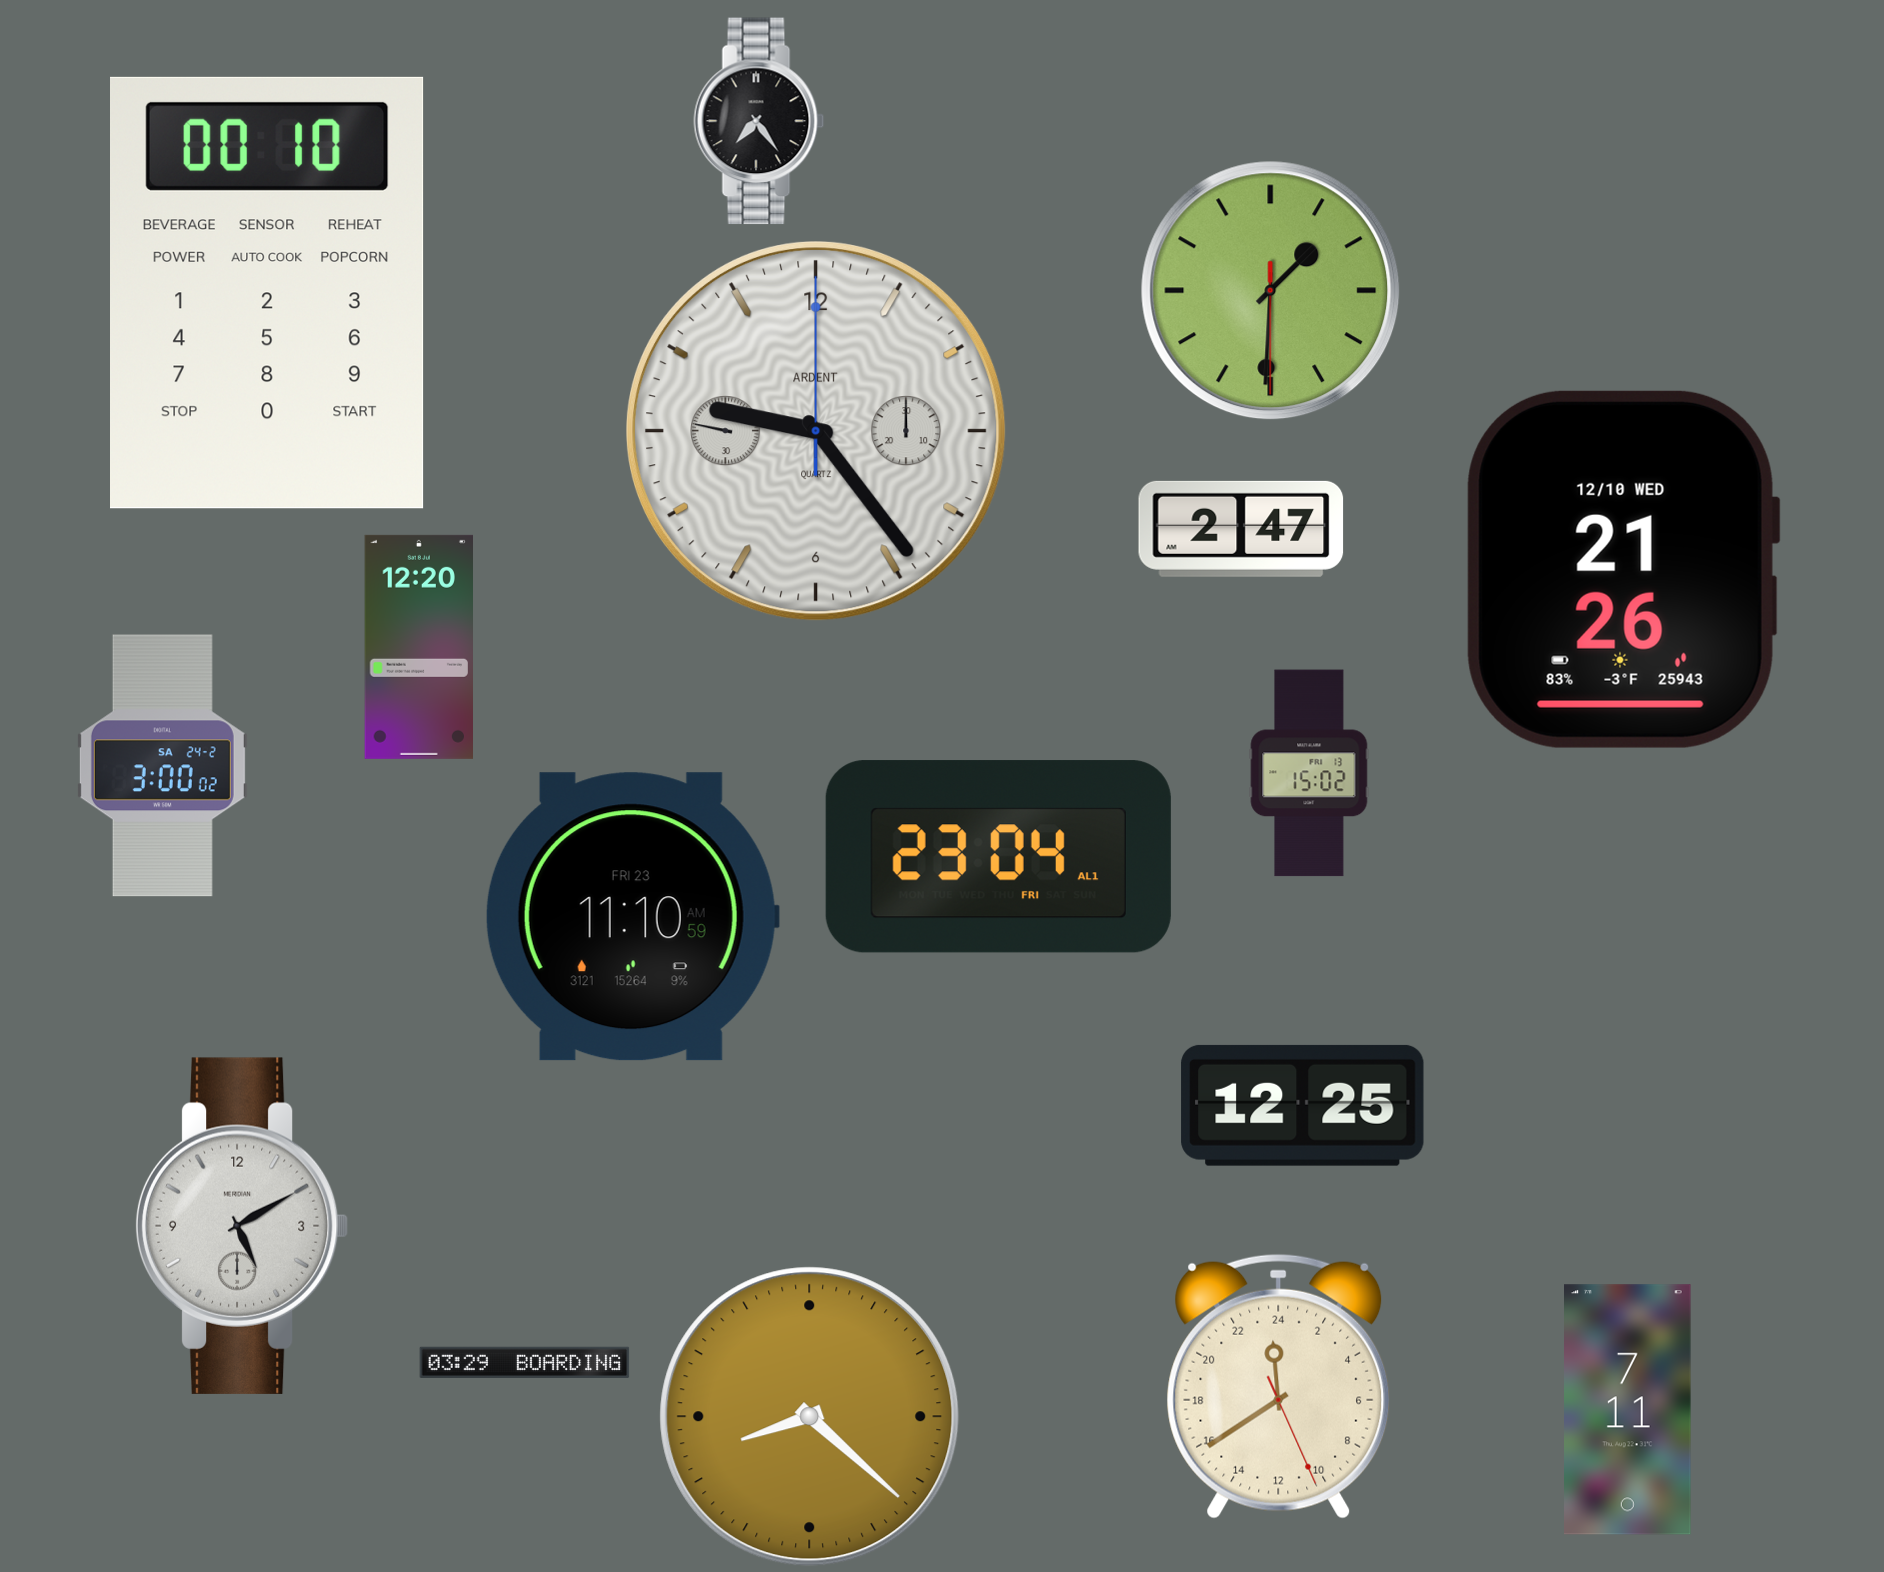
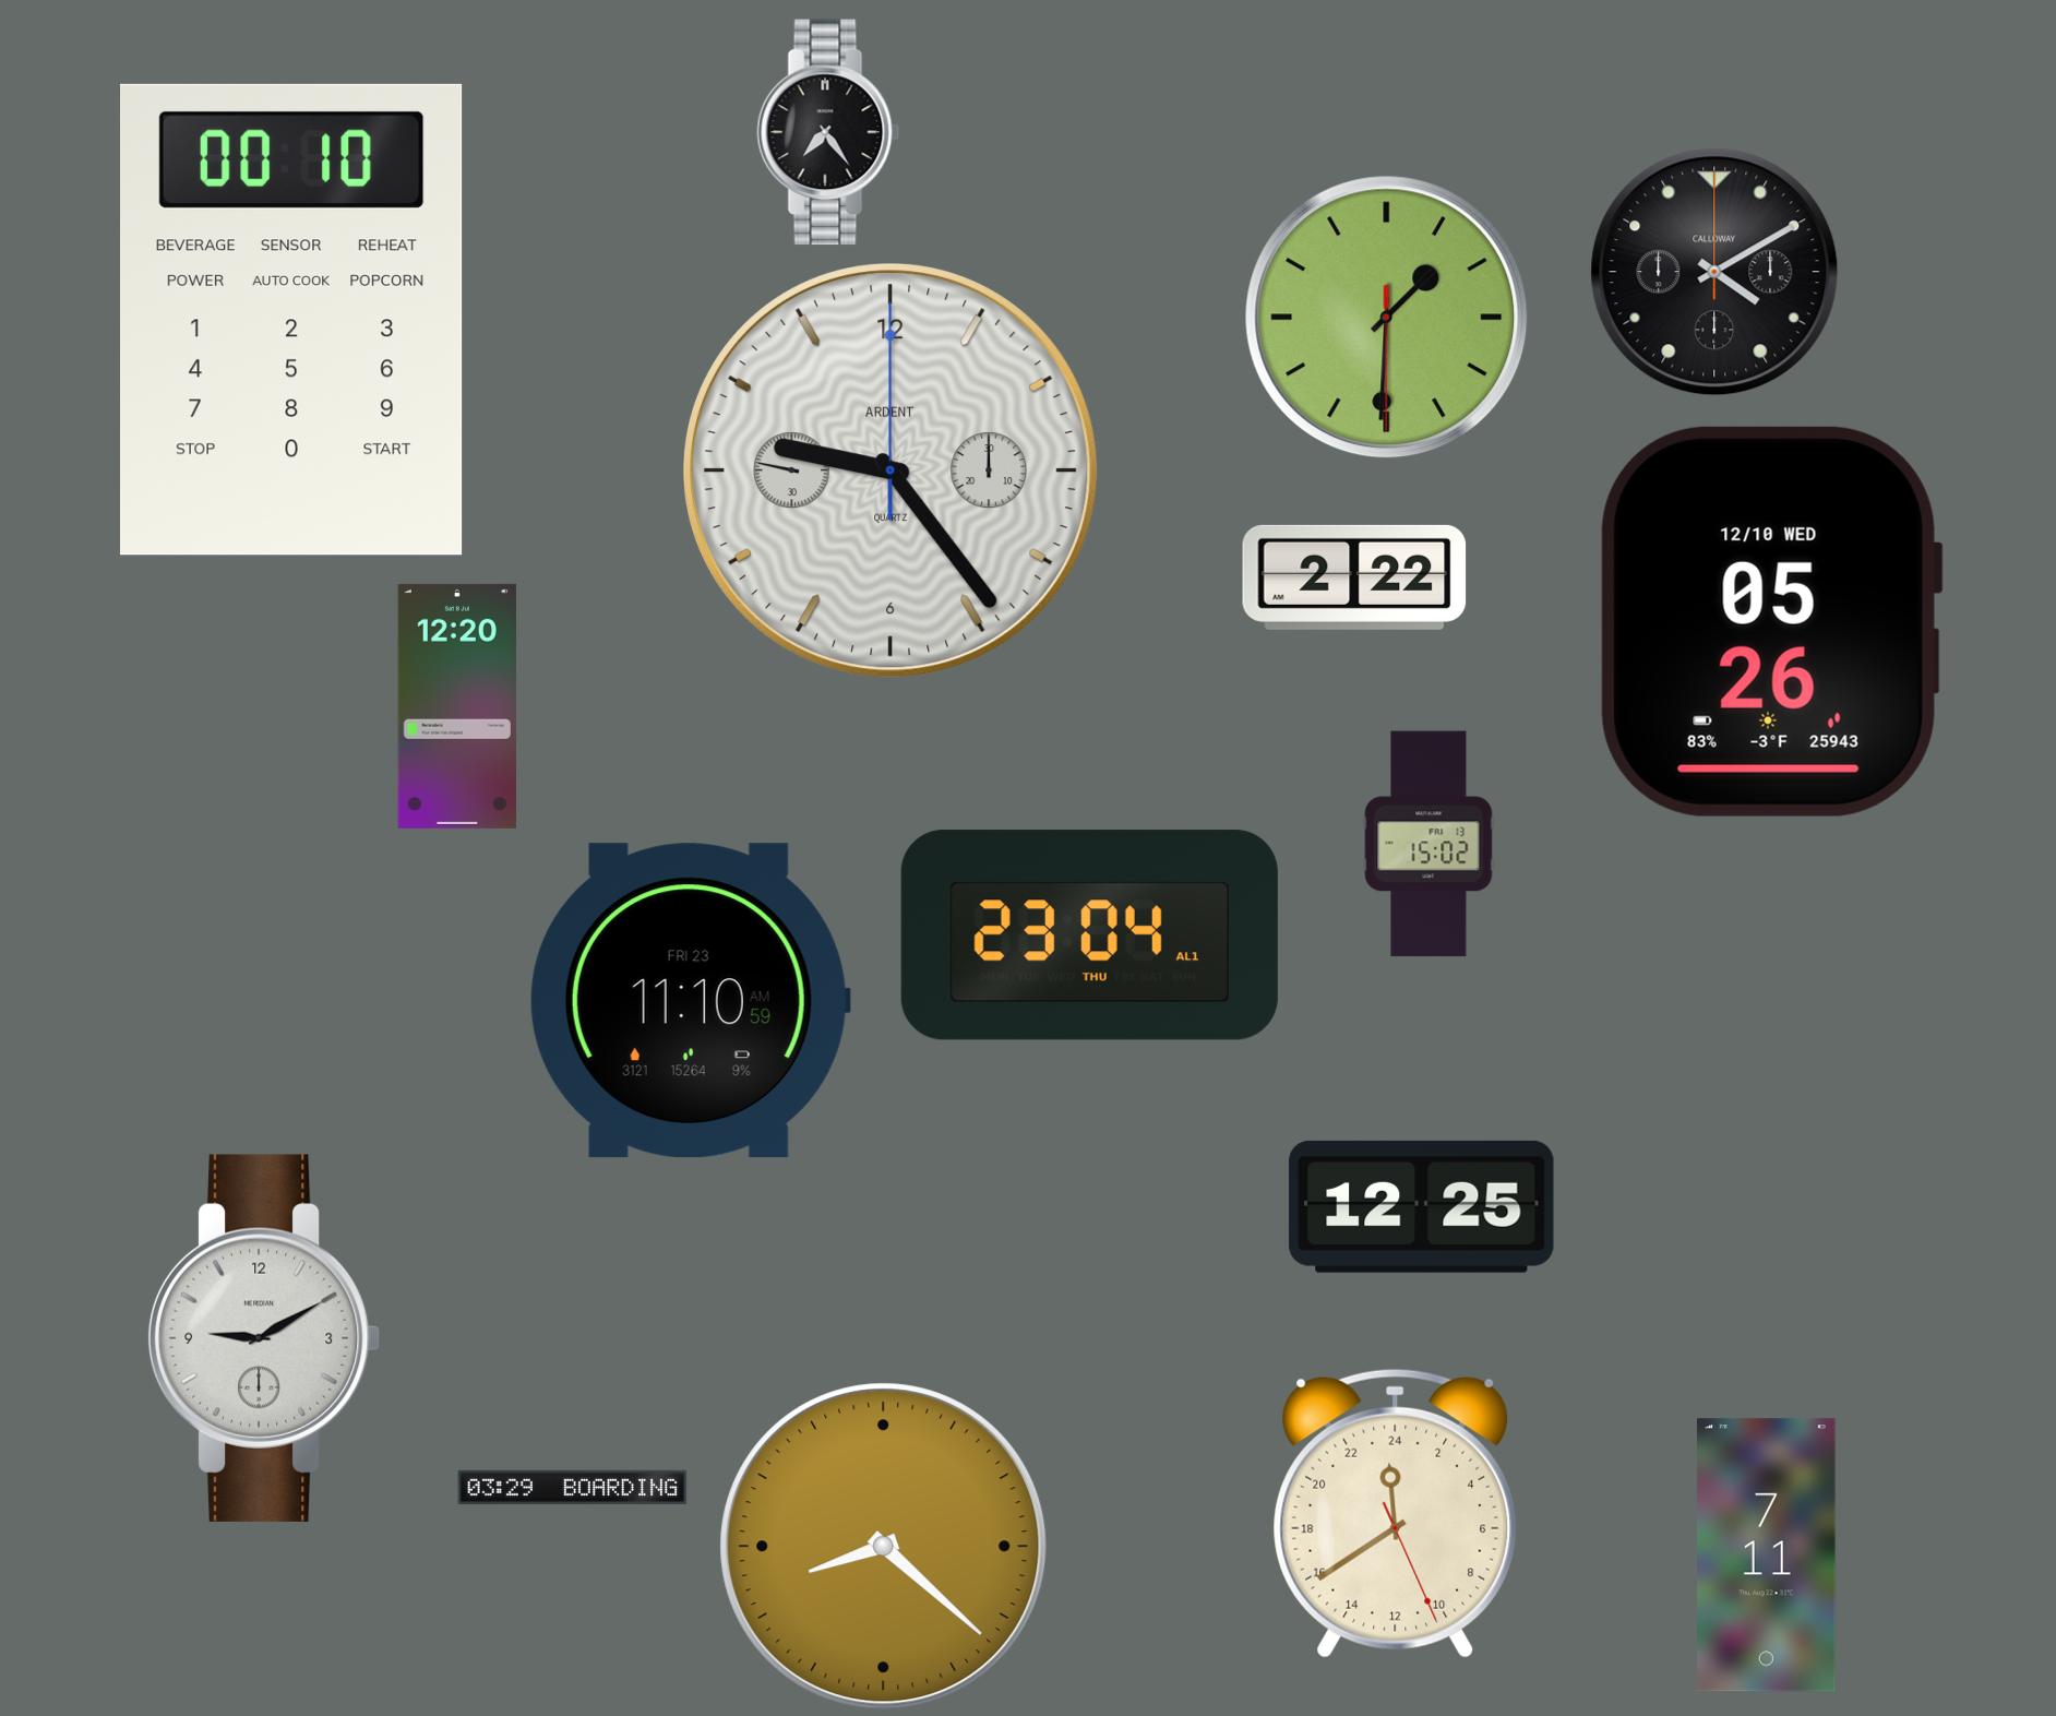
clock at (1714, 272): none -> 4:10
clock at (1241, 529): 2:47 -> 2:22
clock at (1623, 569): 21:26 -> 05:26
clock at (162, 766): 3:00 -> none
clock at (998, 857) date: FRI -> THU
clock at (242, 1226): 5:10 -> 9:10
clock at (1628, 1410) position: (1628, 1410) -> (1767, 1556)
